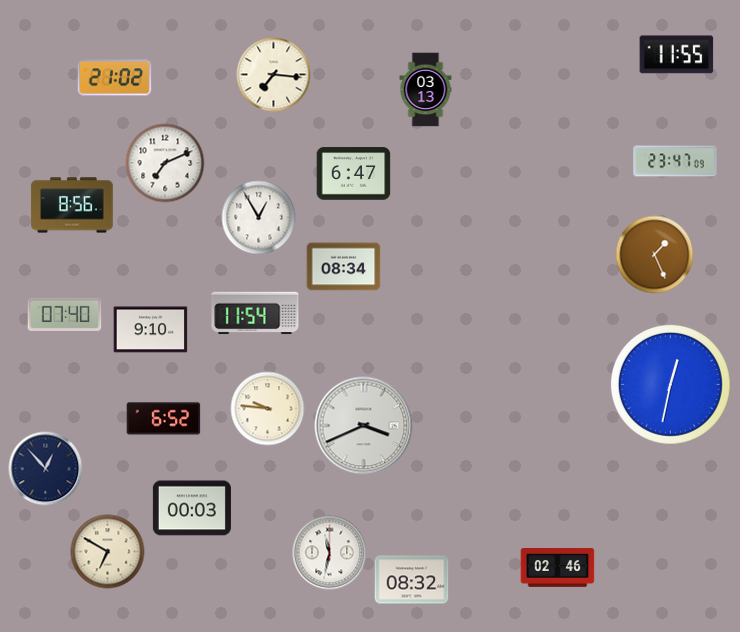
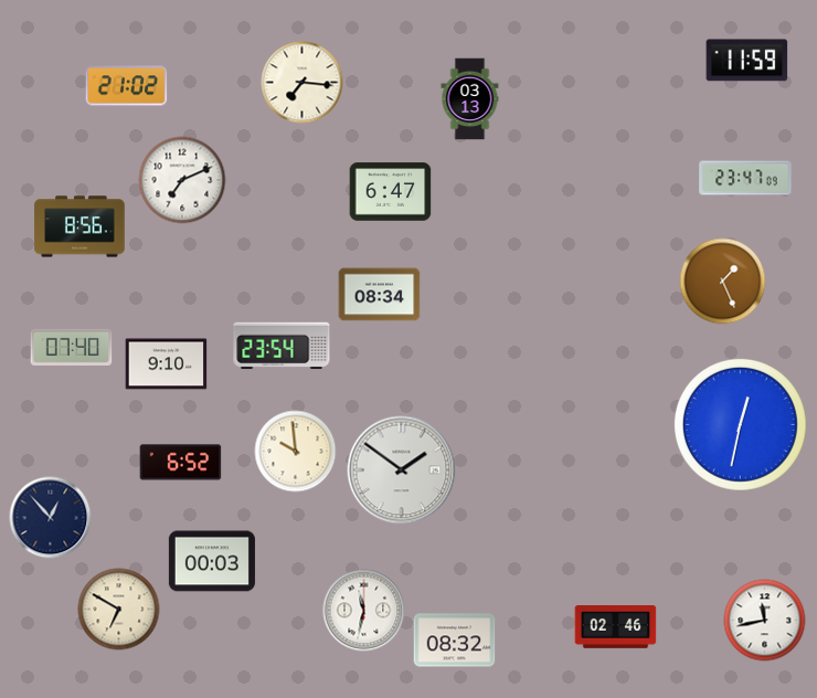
clock at (677, 55): 11:55 -> 11:59
clock at (259, 218): 12:55 -> none
clock at (255, 313): 11:54 -> 23:54
clock at (268, 409): 9:46 -> 9:59
clock at (364, 426): 3:41 -> 1:51
clock at (765, 621): none -> 11:43
